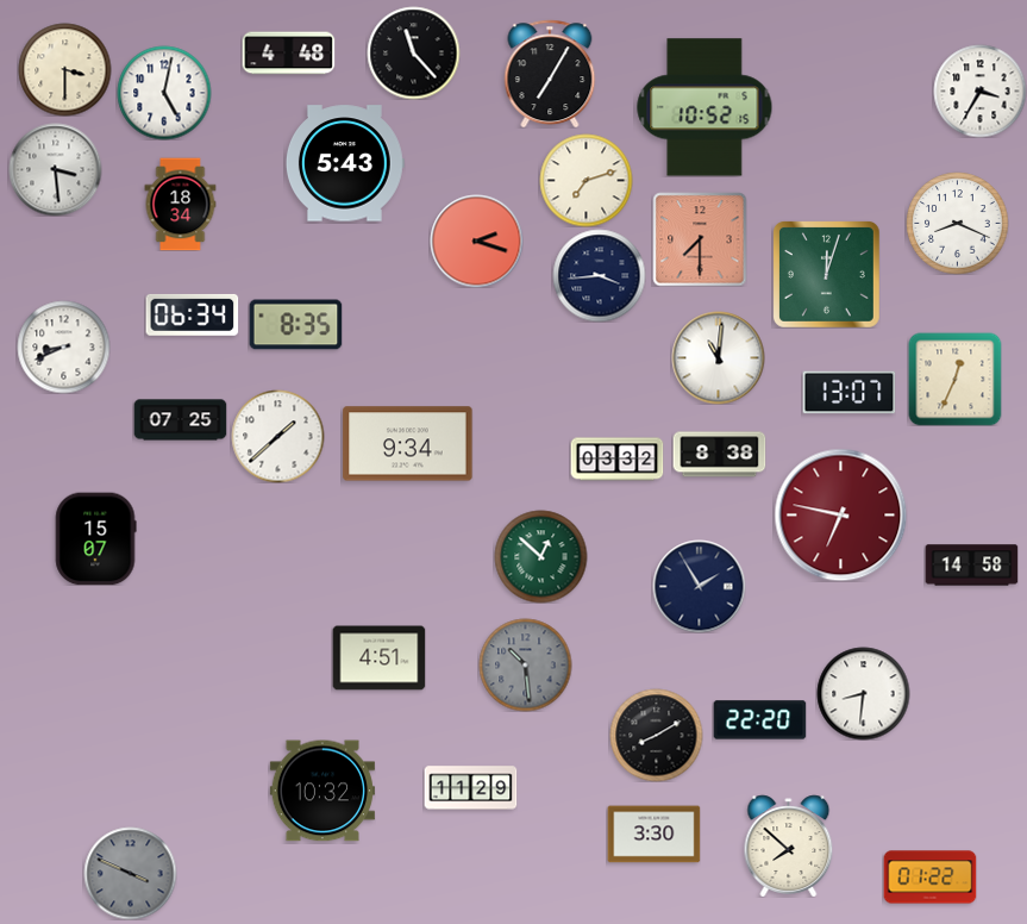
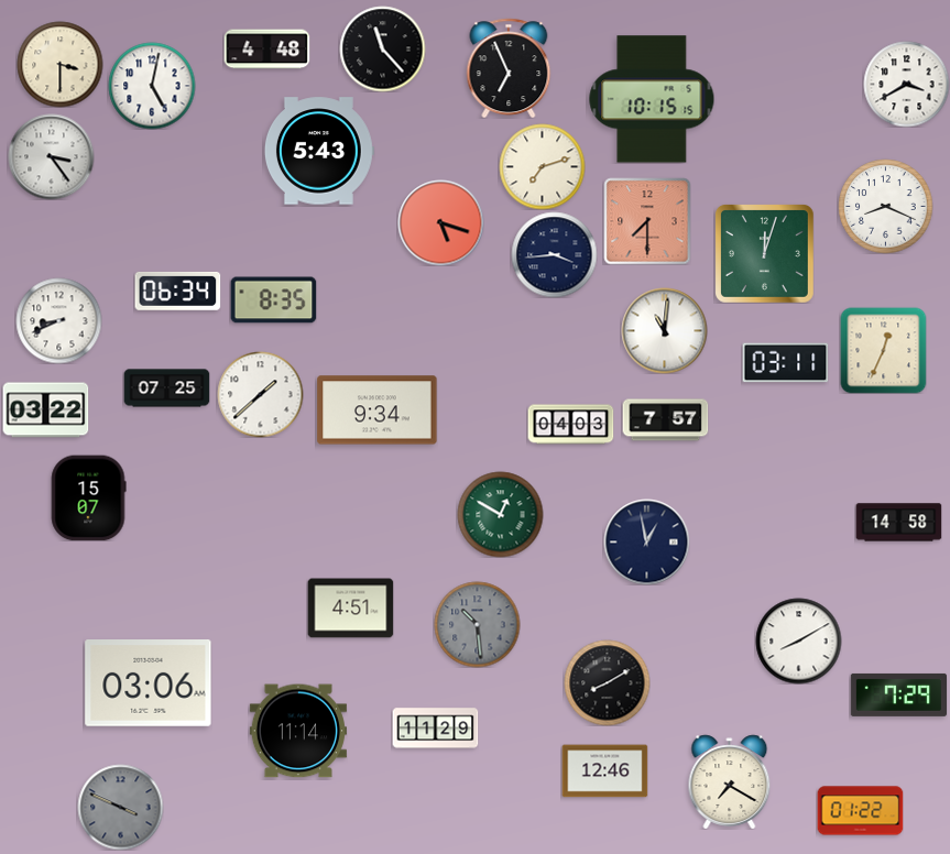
clock at (550, 74): 7:05 -> 6:56
clock at (979, 90): 3:35 -> 3:40
clock at (705, 107): 10:52 -> 10:15
clock at (55, 169): 3:29 -> 3:24
clock at (181, 204): 18:34 -> none
clock at (476, 241): 2:18 -> 5:18
clock at (848, 393): 13:07 -> 03:11
clock at (277, 436) position: (277, 436) -> (260, 394)
clock at (45, 410): none -> 03:22
clock at (719, 455): 8:38 -> 7:57
clock at (616, 460): 03:32 -> 04:03
clock at (840, 514): 6:47 -> none
clock at (540, 556): 12:52 -> 12:50
clock at (699, 586): 1:55 -> 12:58
clock at (525, 664) position: (525, 664) -> (477, 624)
clock at (863, 693): 8:31 -> 8:10
clock at (759, 720): 22:20 -> none
clock at (656, 735) position: (656, 735) -> (607, 682)
clock at (149, 683): none -> 03:06
clock at (898, 694): none -> 7:29
clock at (322, 791): 10:32 -> 11:14
clock at (653, 835): 3:30 -> 12:46
clock at (789, 845): 7:52 -> 7:20
